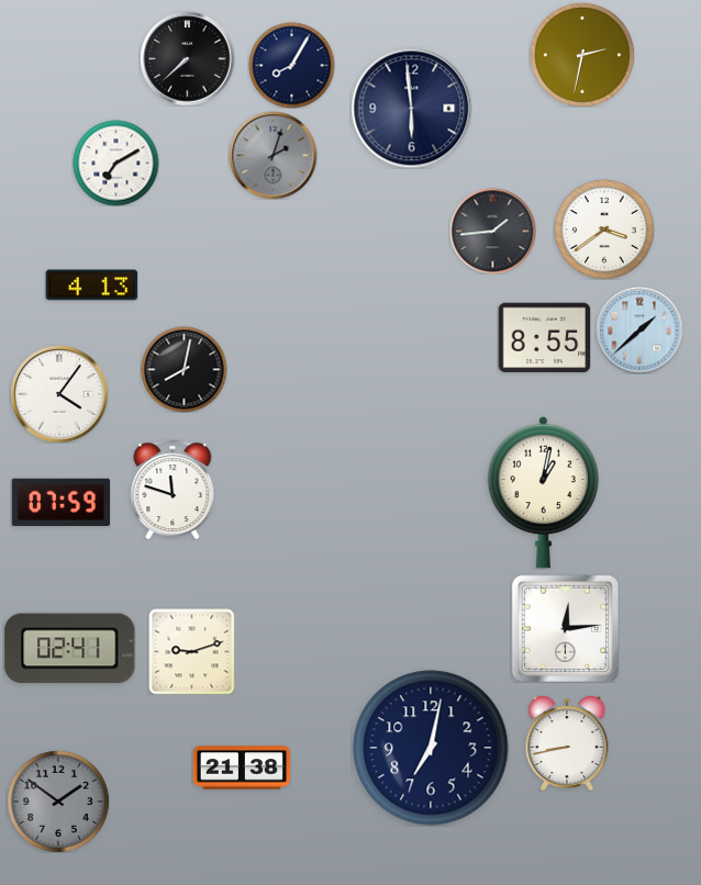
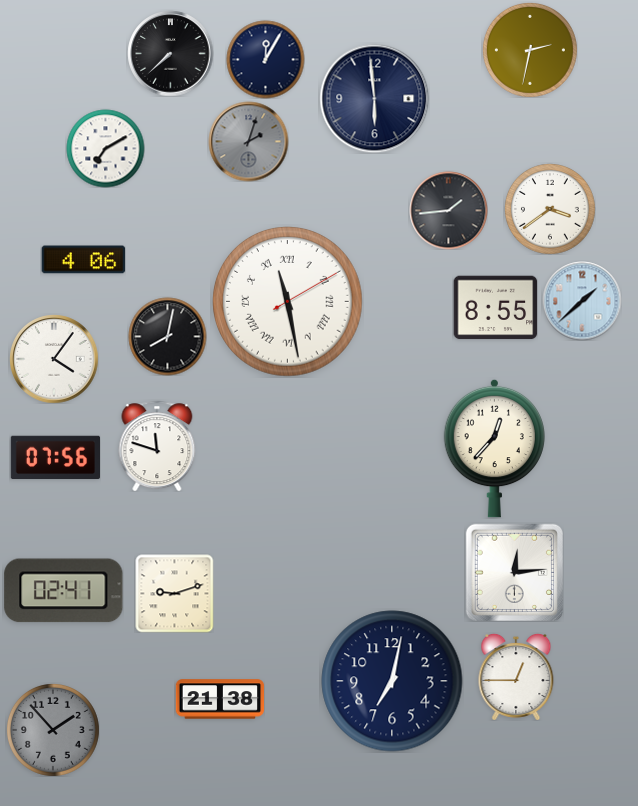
clock at (291, 65): 8:05 -> 12:05
clock at (91, 285): 4:13 -> 4:06
clock at (288, 302): none -> 11:28
clock at (543, 492): 1:02 -> 12:37
clock at (60, 503): 07:59 -> 07:56
clock at (567, 743): 8:43 -> 12:45
clock at (58, 802): 1:51 -> 1:53
